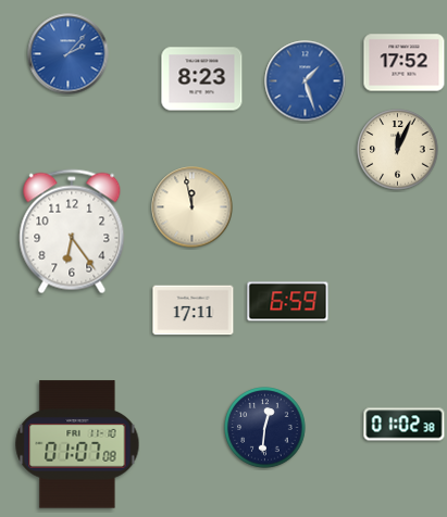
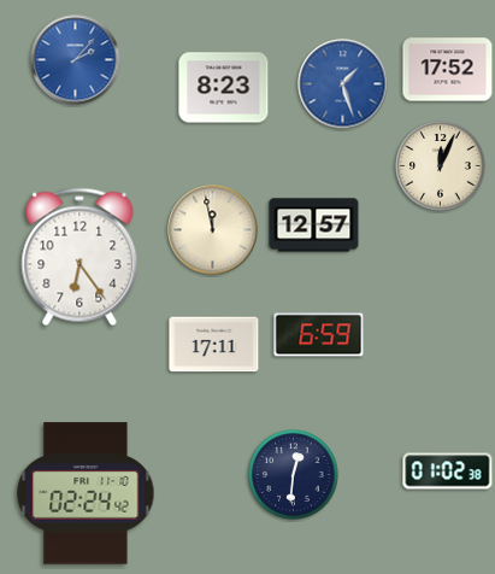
clock at (306, 81) position: (306, 81) -> (343, 84)
clock at (314, 225): none -> 12:57
clock at (77, 444): 01:07 -> 02:24
